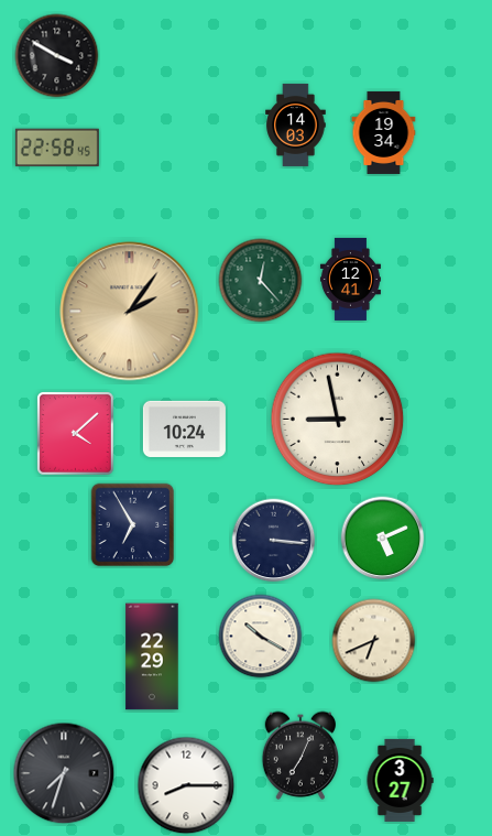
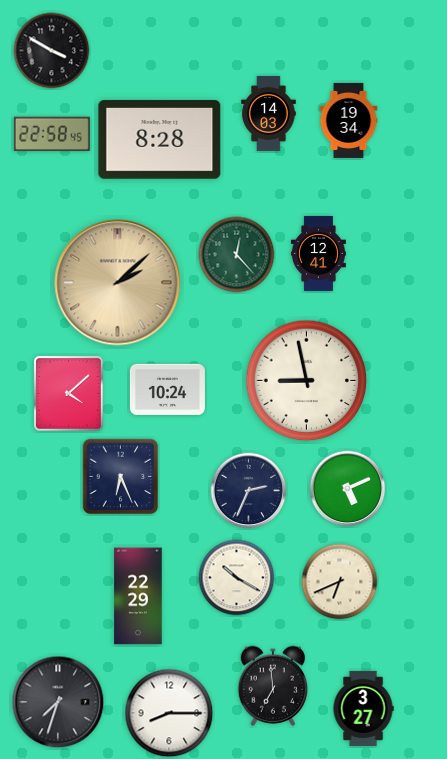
clock at (160, 140): none -> 8:28
clock at (130, 312): 2:06 -> 2:08
clock at (133, 525): 6:55 -> 6:26
clock at (274, 541): 3:16 -> 2:34
clock at (300, 756): 7:04 -> 6:59
